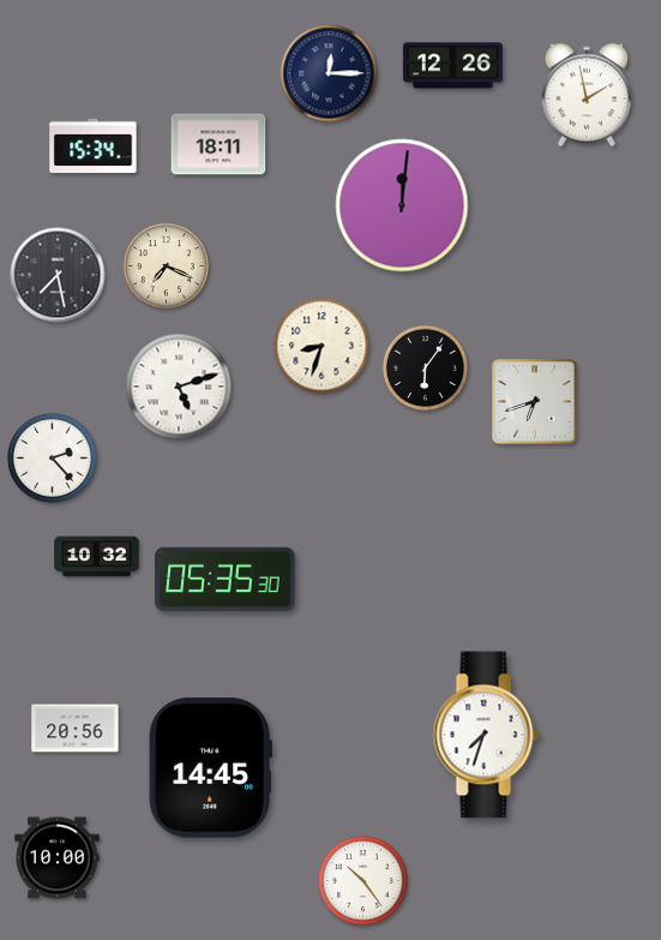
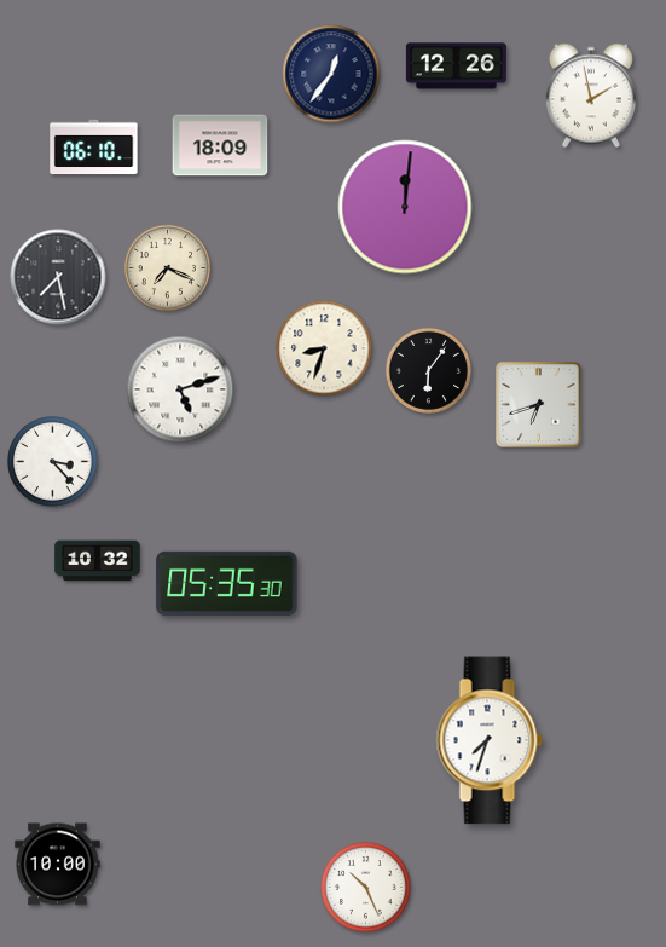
clock at (329, 73): 12:15 -> 12:36
clock at (218, 144): 18:11 -> 18:09
clock at (94, 146): 15:34 -> 06:10
clock at (53, 459): 2:23 -> 3:23
clock at (76, 729): 20:56 -> none
clock at (210, 768): 14:45 -> none
clock at (363, 881): 10:24 -> 10:26
